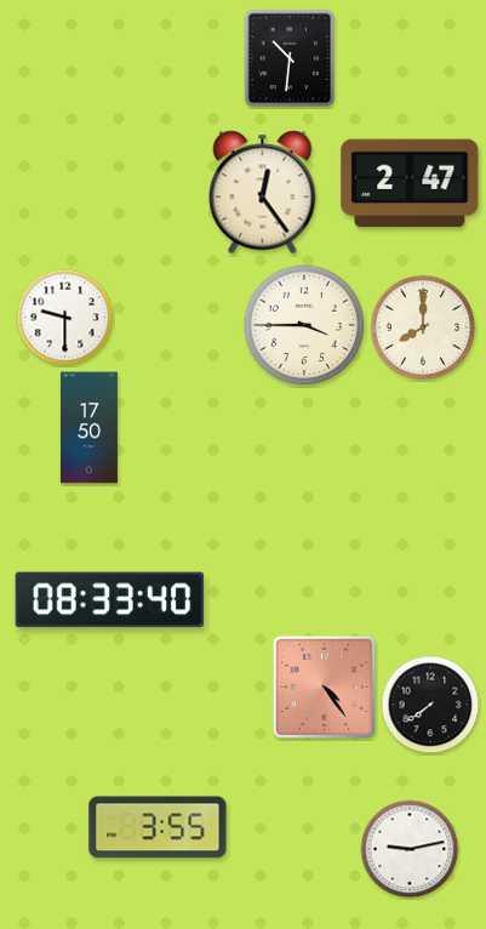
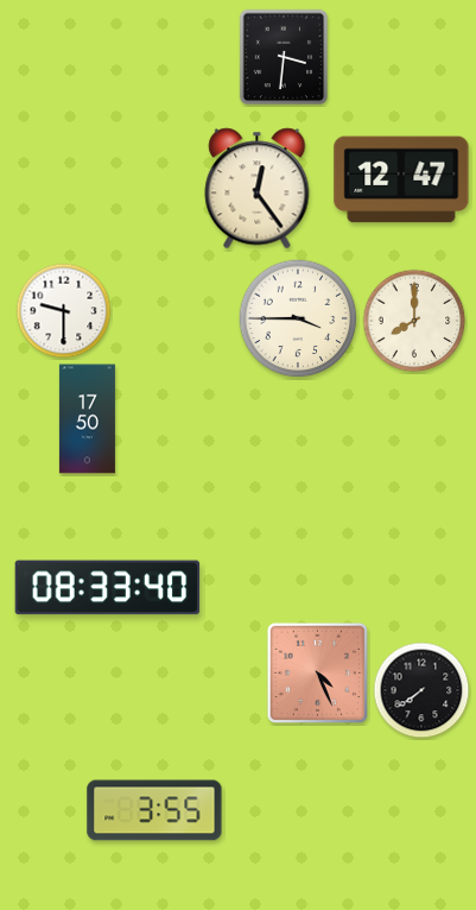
clock at (290, 58): 10:31 -> 3:31
clock at (410, 183): 2:47 -> 12:47
clock at (324, 686): 4:24 -> 4:26
clock at (410, 849): 9:13 -> none
